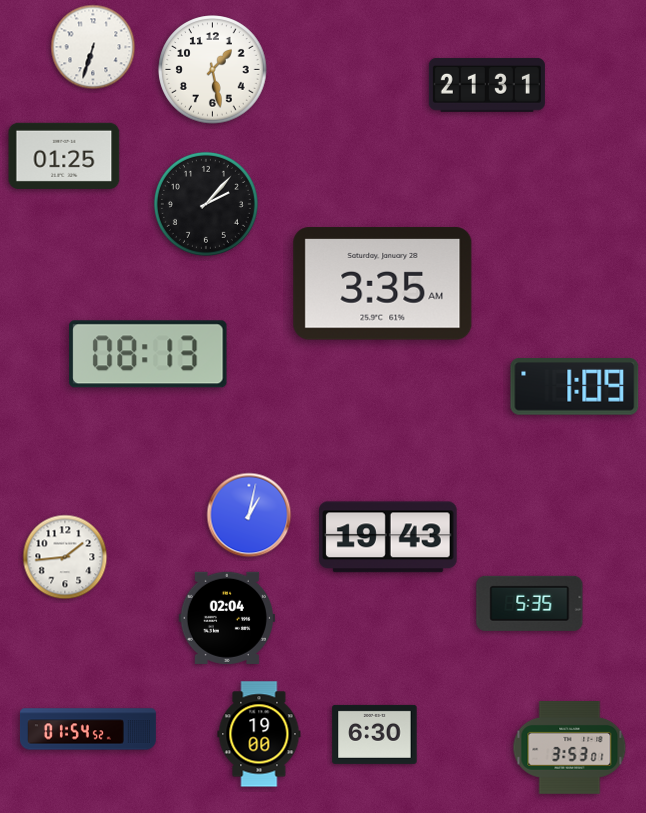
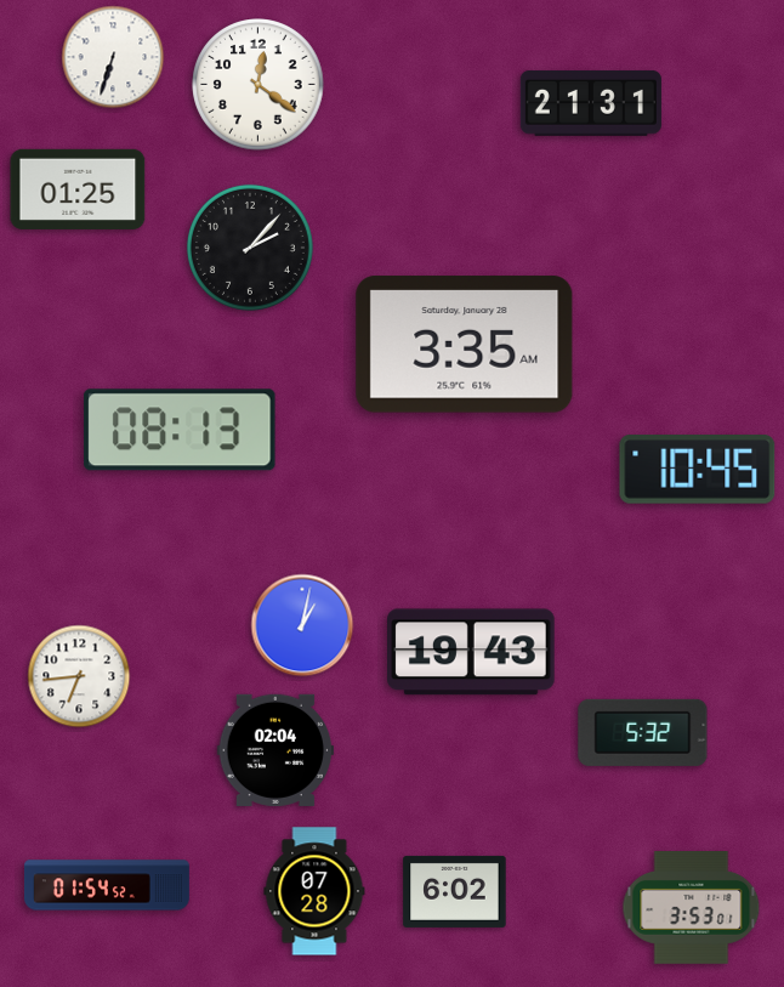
clock at (213, 70): 1:28 -> 12:21
clock at (575, 387): 1:09 -> 10:45
clock at (65, 557): 1:44 -> 6:44
clock at (530, 603): 5:35 -> 5:32
clock at (259, 734): 19:00 -> 07:28
clock at (375, 734): 6:30 -> 6:02
